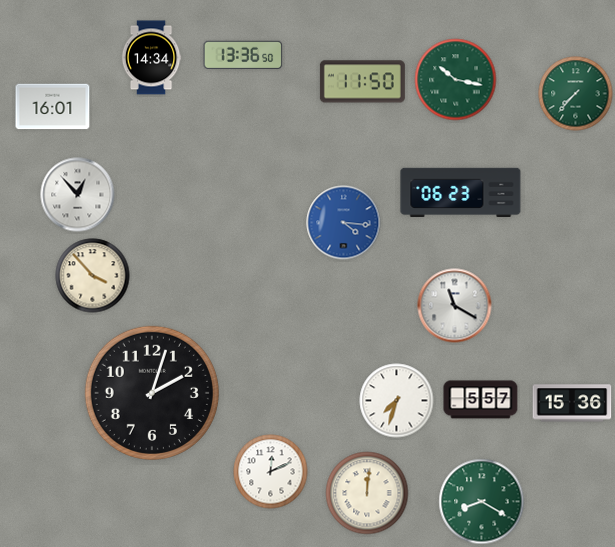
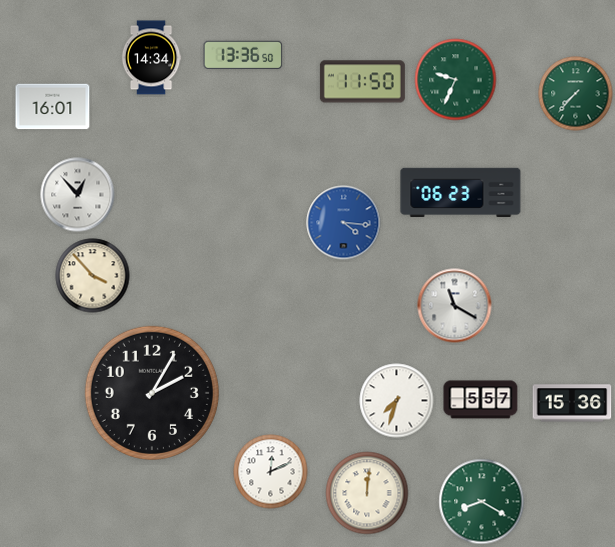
clock at (456, 80): 10:17 -> 9:34
clock at (152, 393): 2:03 -> 2:05
